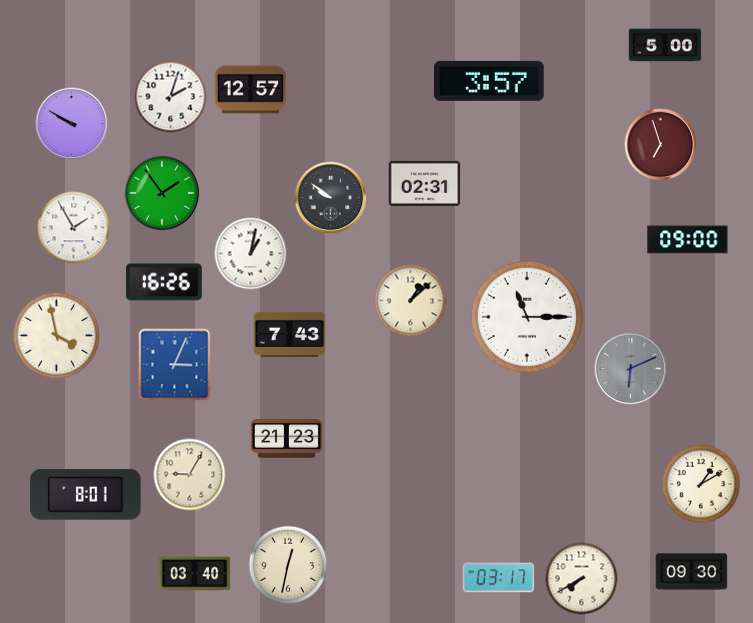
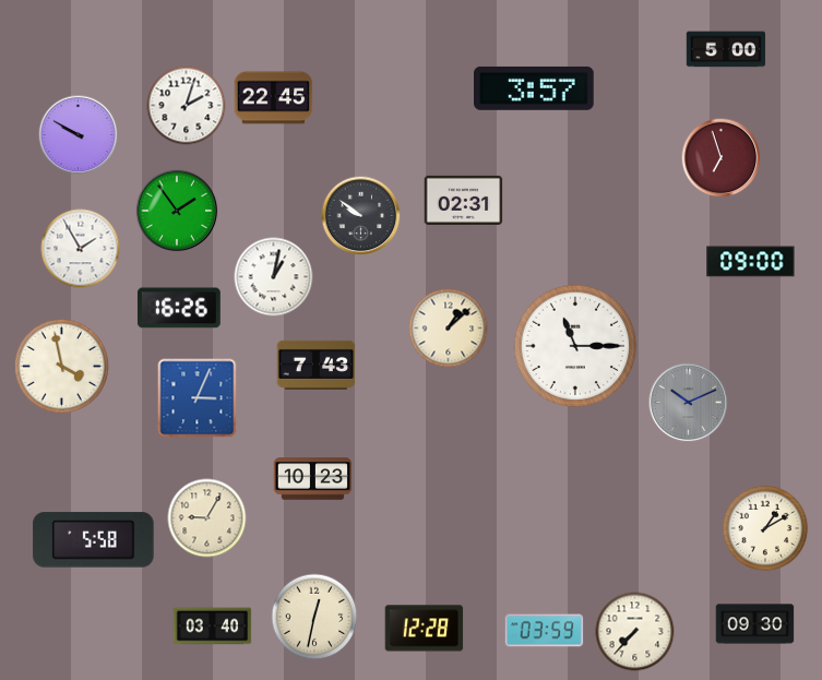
clock at (251, 90): 12:57 -> 22:45
clock at (175, 365) position: (175, 365) -> (198, 398)
clock at (631, 369): 6:11 -> 10:11
clock at (287, 439): 21:23 -> 10:23
clock at (86, 495): 8:01 -> 5:58
clock at (425, 629): none -> 12:28
clock at (499, 578): 03:17 -> 03:59
clock at (582, 579): 7:40 -> 7:37
